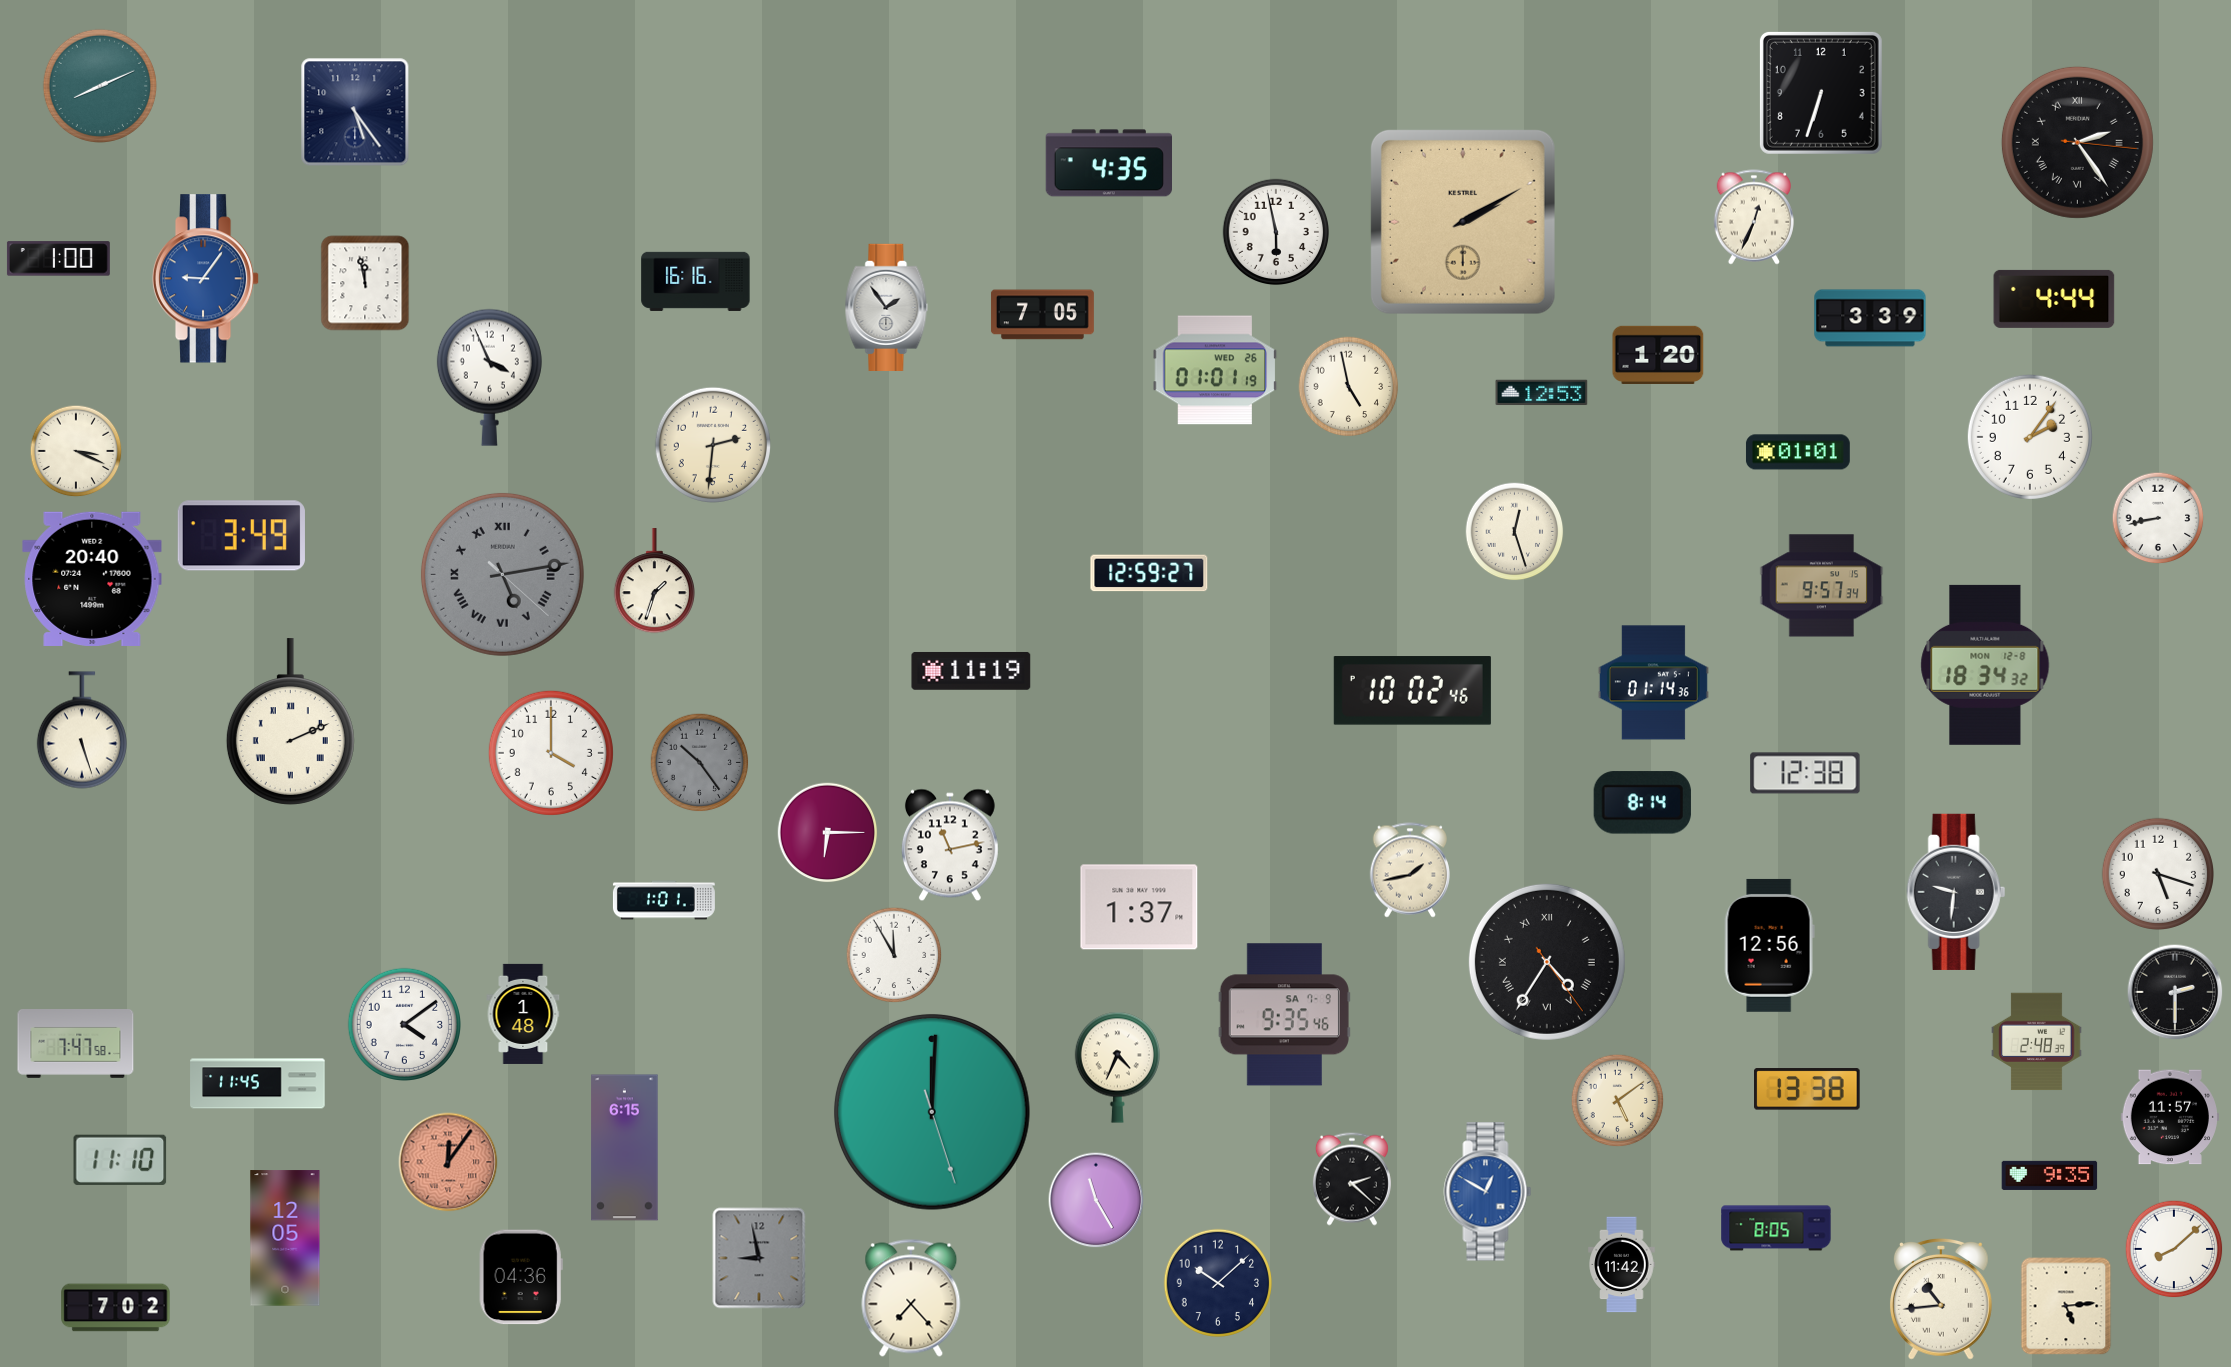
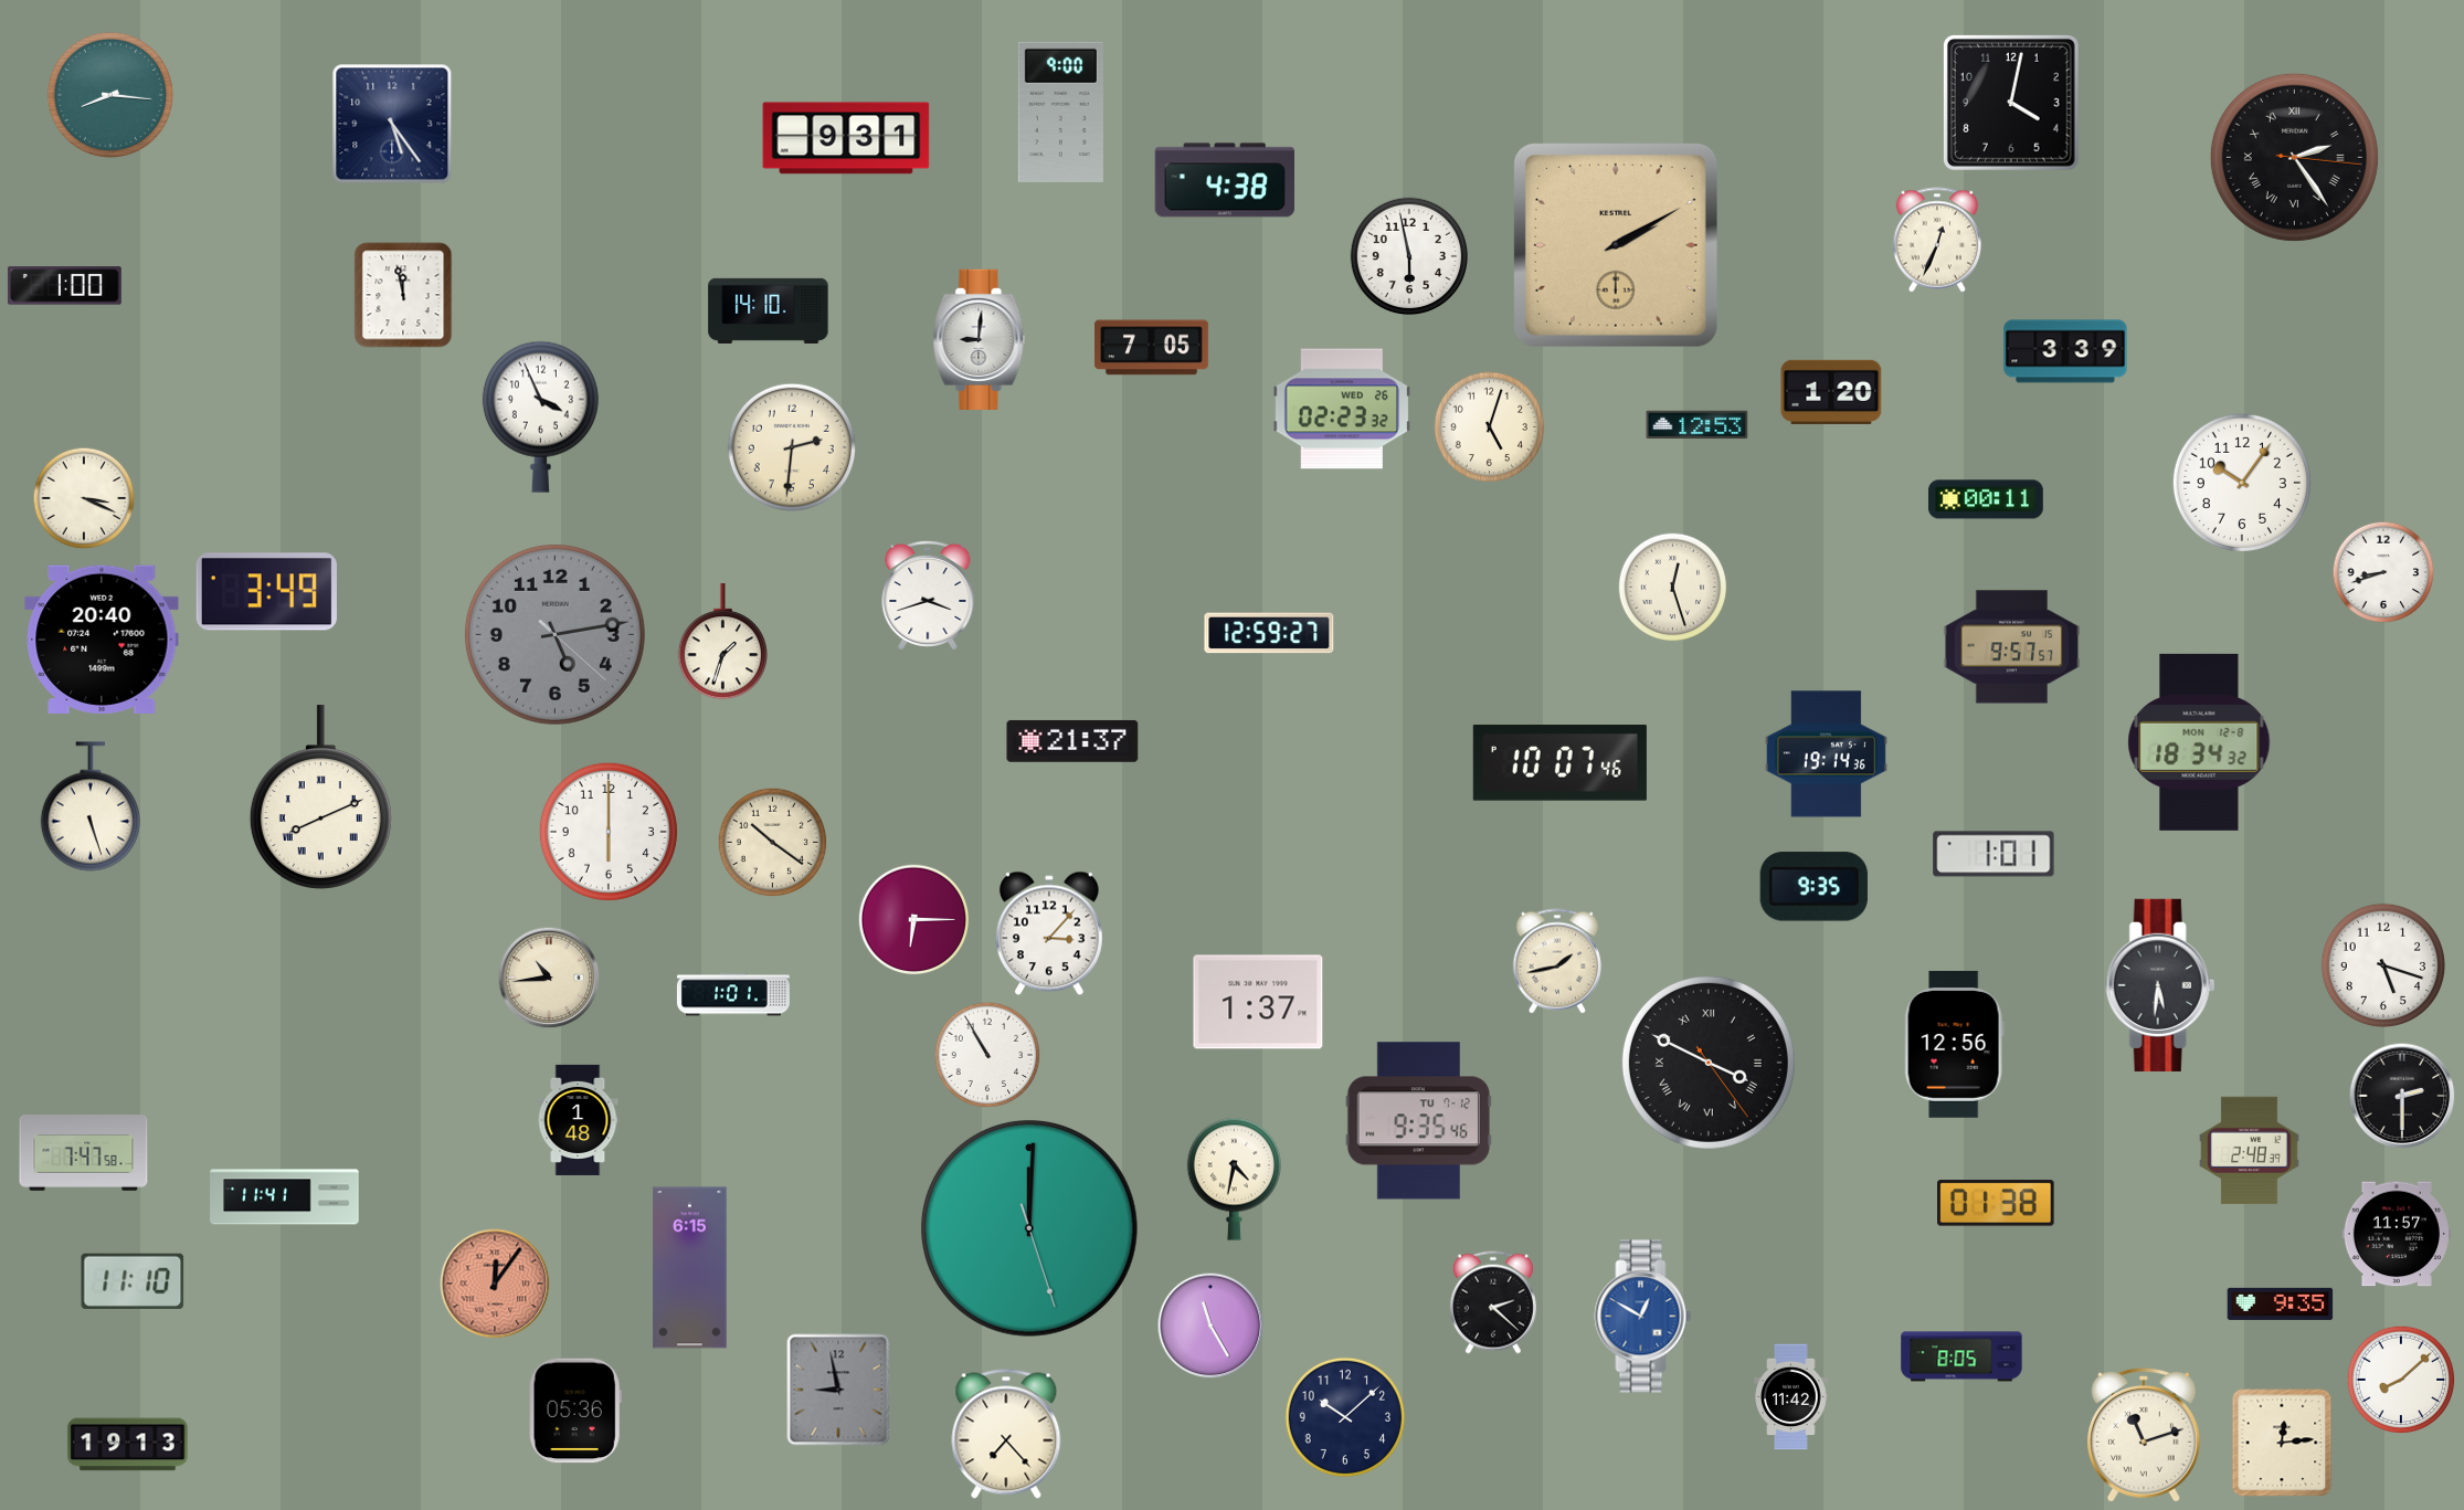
clock at (100, 86): 8:11 -> 8:16
clock at (1821, 93): 6:33 -> 4:02
clock at (1060, 112): none -> 9:00
clock at (846, 138): none -> 9:31
clock at (1108, 163): 4:35 -> 4:38
clock at (206, 279): 9:06 -> none
clock at (696, 281): 16:16 -> 14:10
clock at (365, 283) position: (365, 283) -> (403, 295)
clock at (2054, 299): 4:44 -> none
clock at (887, 307): 1:54 -> 9:01
clock at (1215, 370): 01:01 -> 02:23
clock at (1349, 387): 4:58 -> 5:03
clock at (1542, 393) position: (1542, 393) -> (1698, 425)
clock at (2030, 437): 2:06 -> 10:06
clock at (713, 445) position: (713, 445) -> (792, 447)
clock at (1798, 452): 01:01 -> 00:11
clock at (2158, 518): 8:43 -> 8:42
clock at (928, 595): none -> 3:42
clock at (502, 574) numerals: Roman -> Arabic
clock at (1822, 586): 9:57:34 -> 9:57:57
clock at (1985, 665) position: (1985, 665) -> (2199, 742)
clock at (971, 671): 11:19 -> 21:37
clock at (1653, 683): 01:14 -> 19:14
clock at (1412, 691): 10:02 -> 10:07
clock at (290, 722): 2:11 -> 8:11
clock at (551, 753): 4:00 -> 6:00
clock at (700, 763): 10:24 -> 10:21
clock at (700, 763) dial: grey -> cream
clock at (1805, 773): 12:38 -> 1:01
clock at (1642, 803): 8:14 -> 9:35
clock at (950, 845): 11:13 -> 3:07
clock at (549, 978): none -> 10:44
clock at (1956, 892): 9:31 -> 5:31
clock at (894, 955): 11:55 -> 10:55
clock at (1547, 962): 4:35 -> 3:49
clock at (1284, 1015) date: SA 7-9 -> TU 7-12
clock at (404, 1024): 4:09 -> none
clock at (1117, 1067): 4:34 -> 4:32
clock at (258, 1084): 11:45 -> 11:41
clock at (1808, 1089): 13:38 -> 01:38
clock at (1618, 1101): 5:09 -> none
clock at (2050, 1175) position: (2050, 1175) -> (2281, 1303)
clock at (285, 1238): 12:05 -> none
clock at (521, 1277): 04:36 -> 05:36
clock at (1941, 1299): 10:44 -> 11:12
clock at (2066, 1306): 5:14 -> 12:14
clock at (116, 1308): 7:02 -> 19:13
